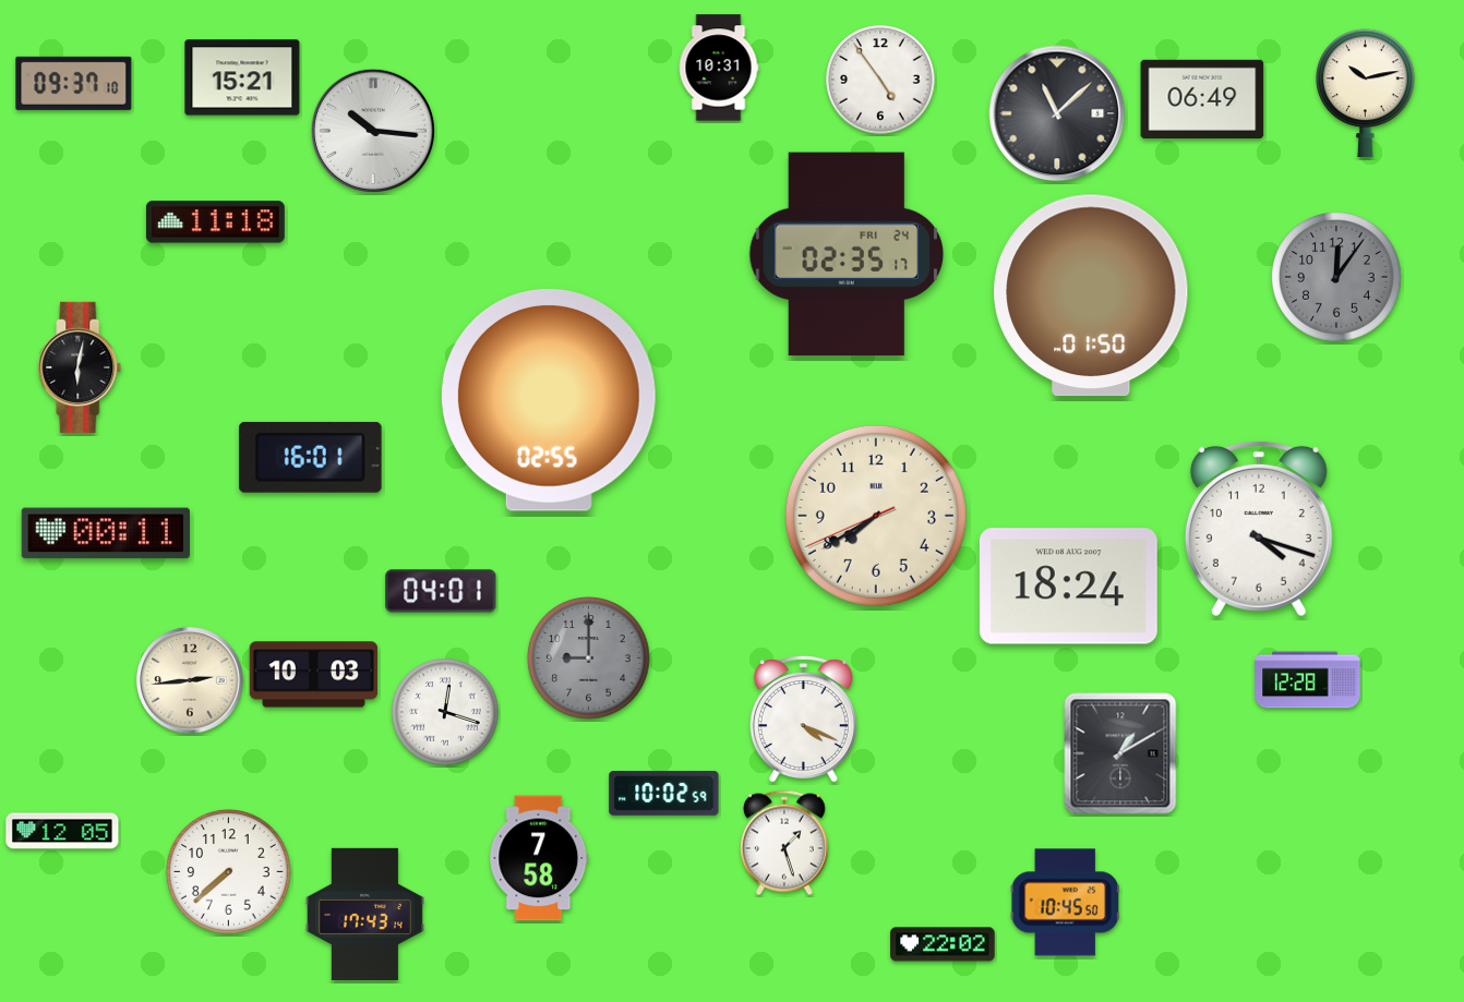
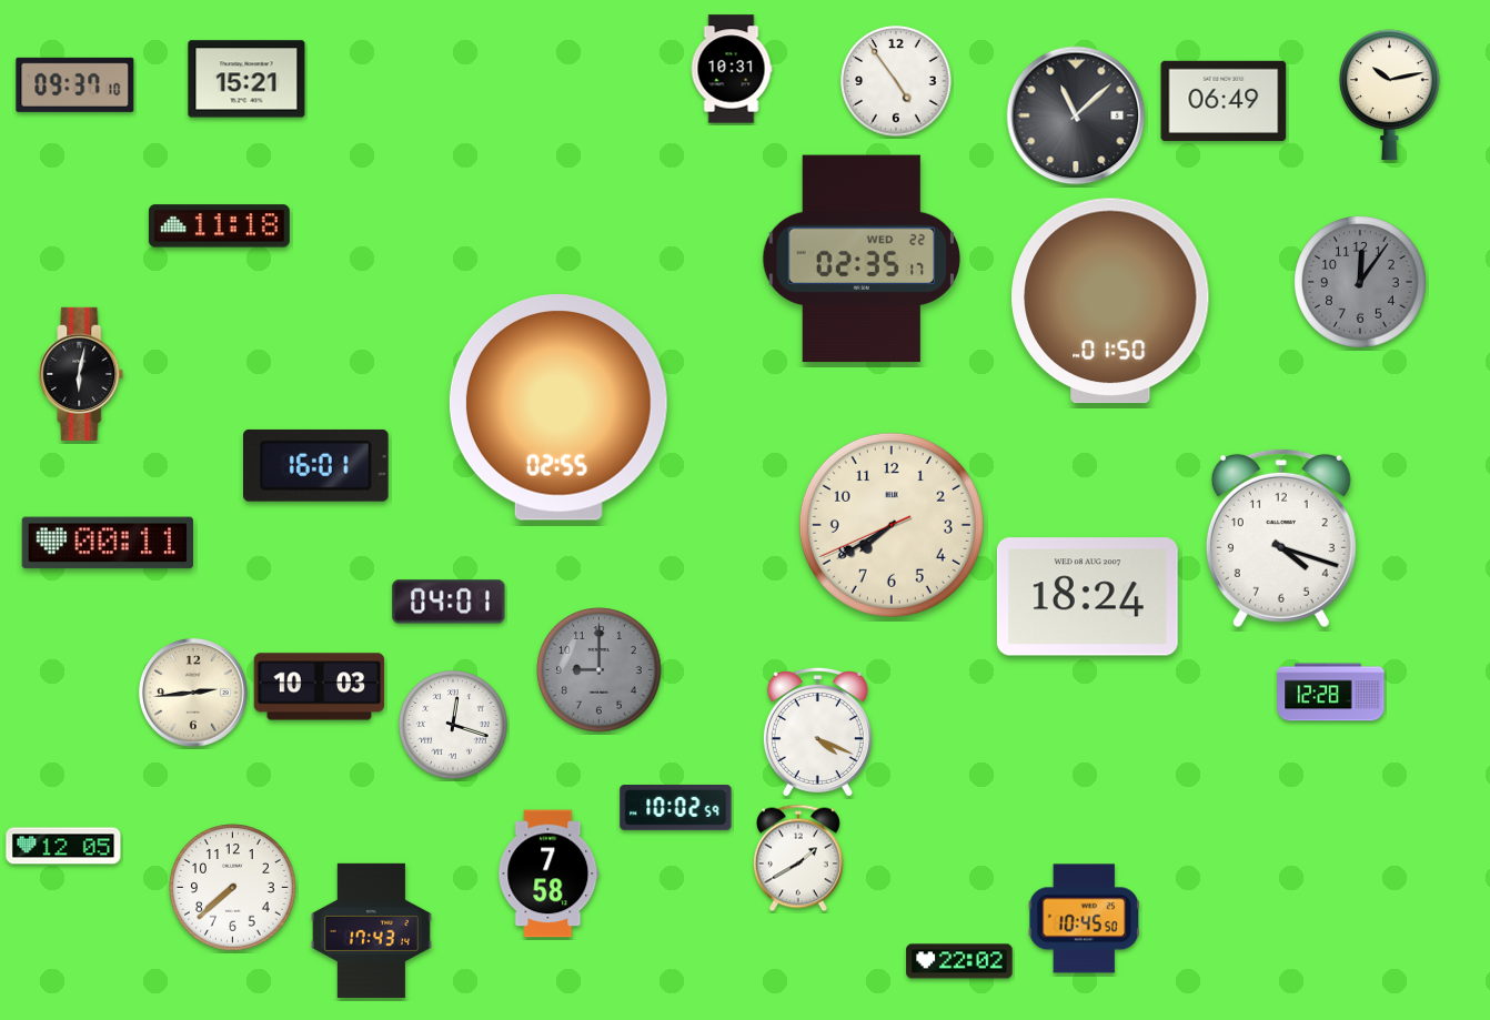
clock at (373, 131): 10:16 -> none
clock at (847, 254) date: FRI 24 -> WED 22
clock at (1120, 753): 1:10 -> none
clock at (784, 843): 1:27 -> 1:40
